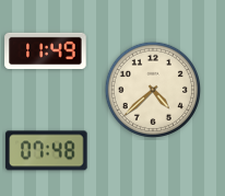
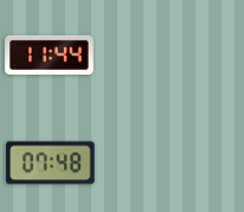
clock at (46, 50): 11:49 -> 11:44
clock at (152, 89): 4:38 -> none
